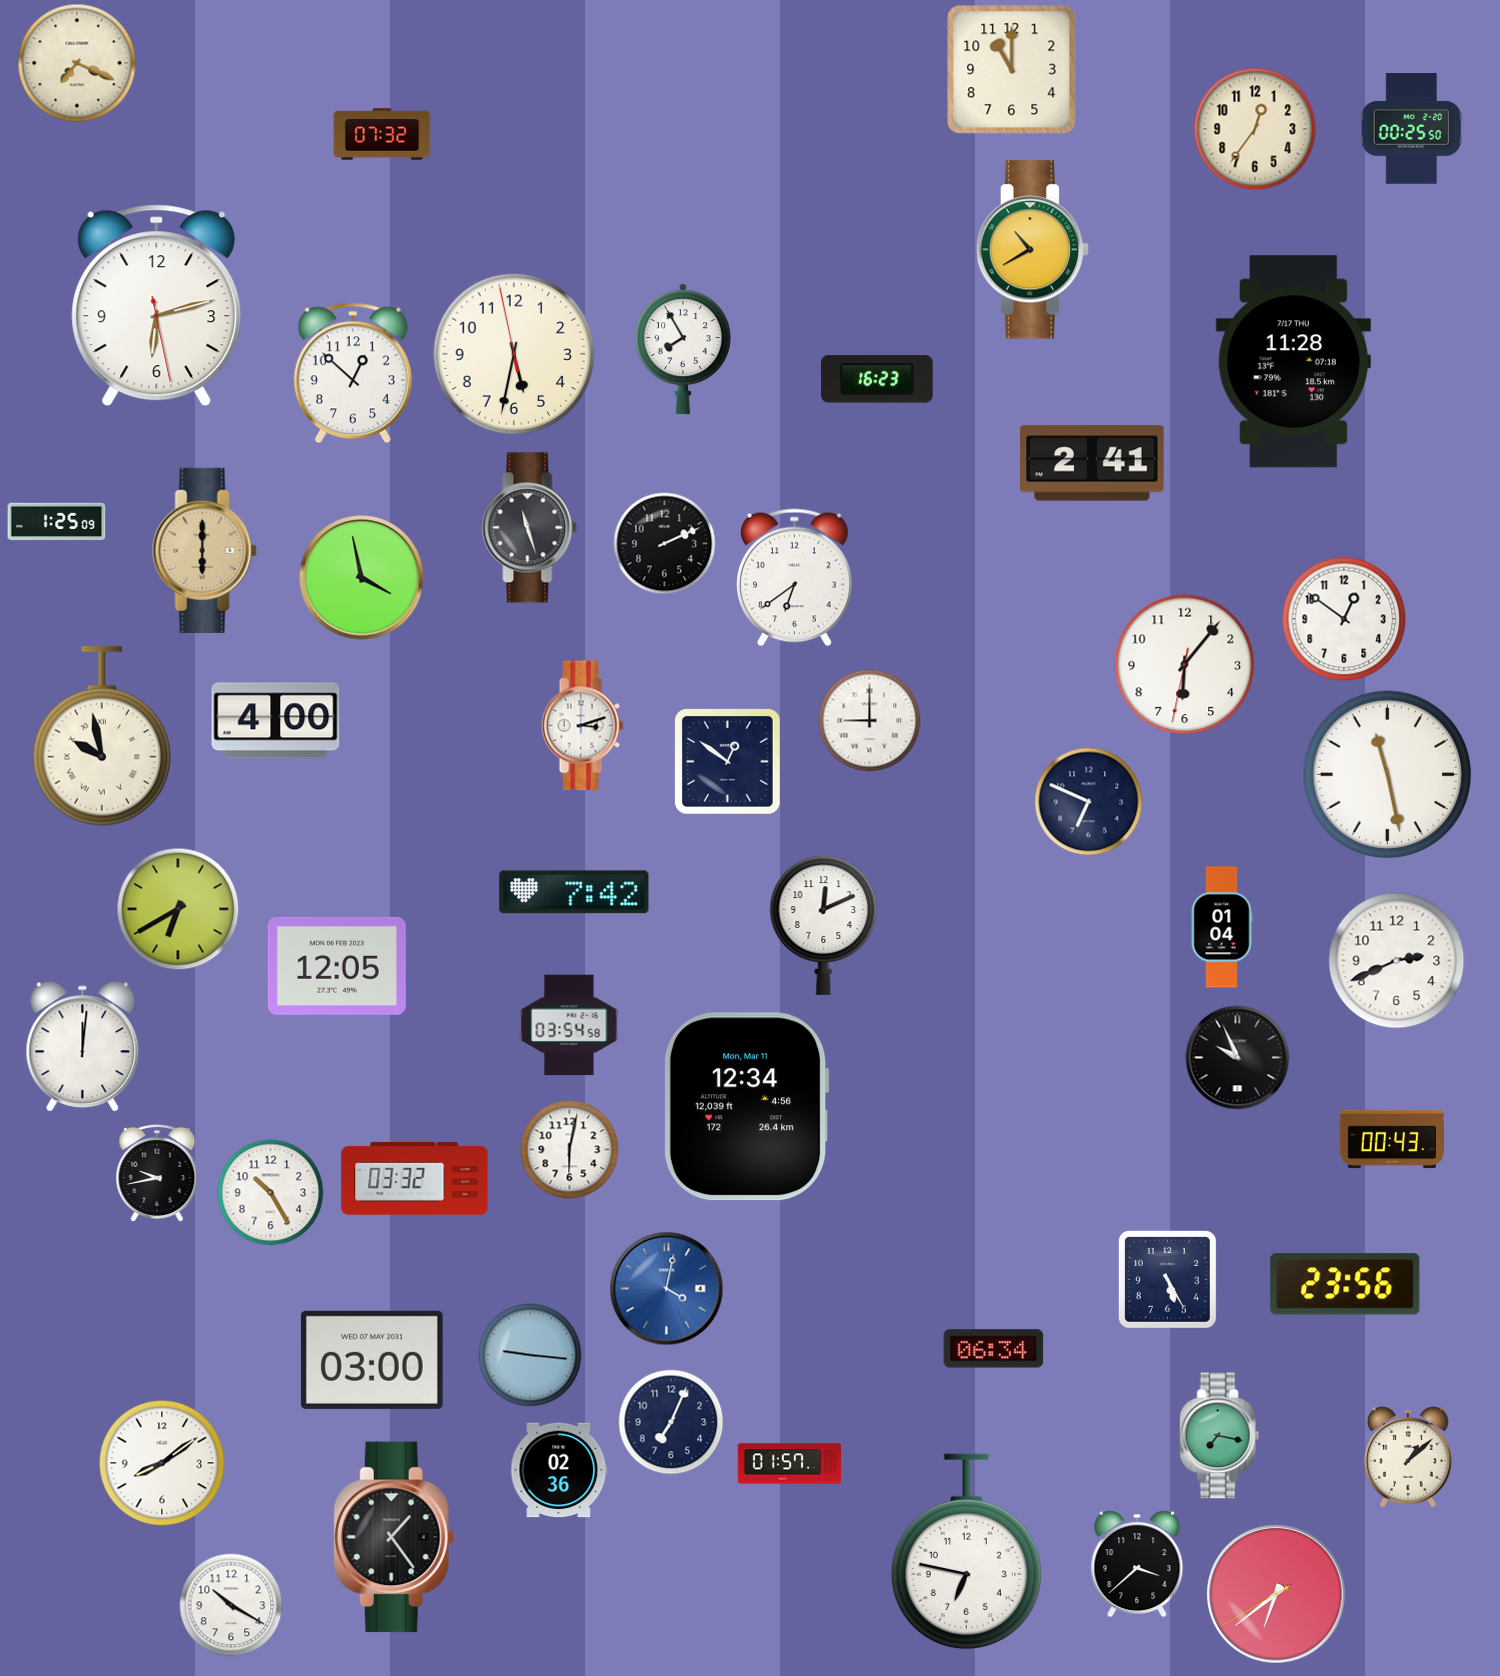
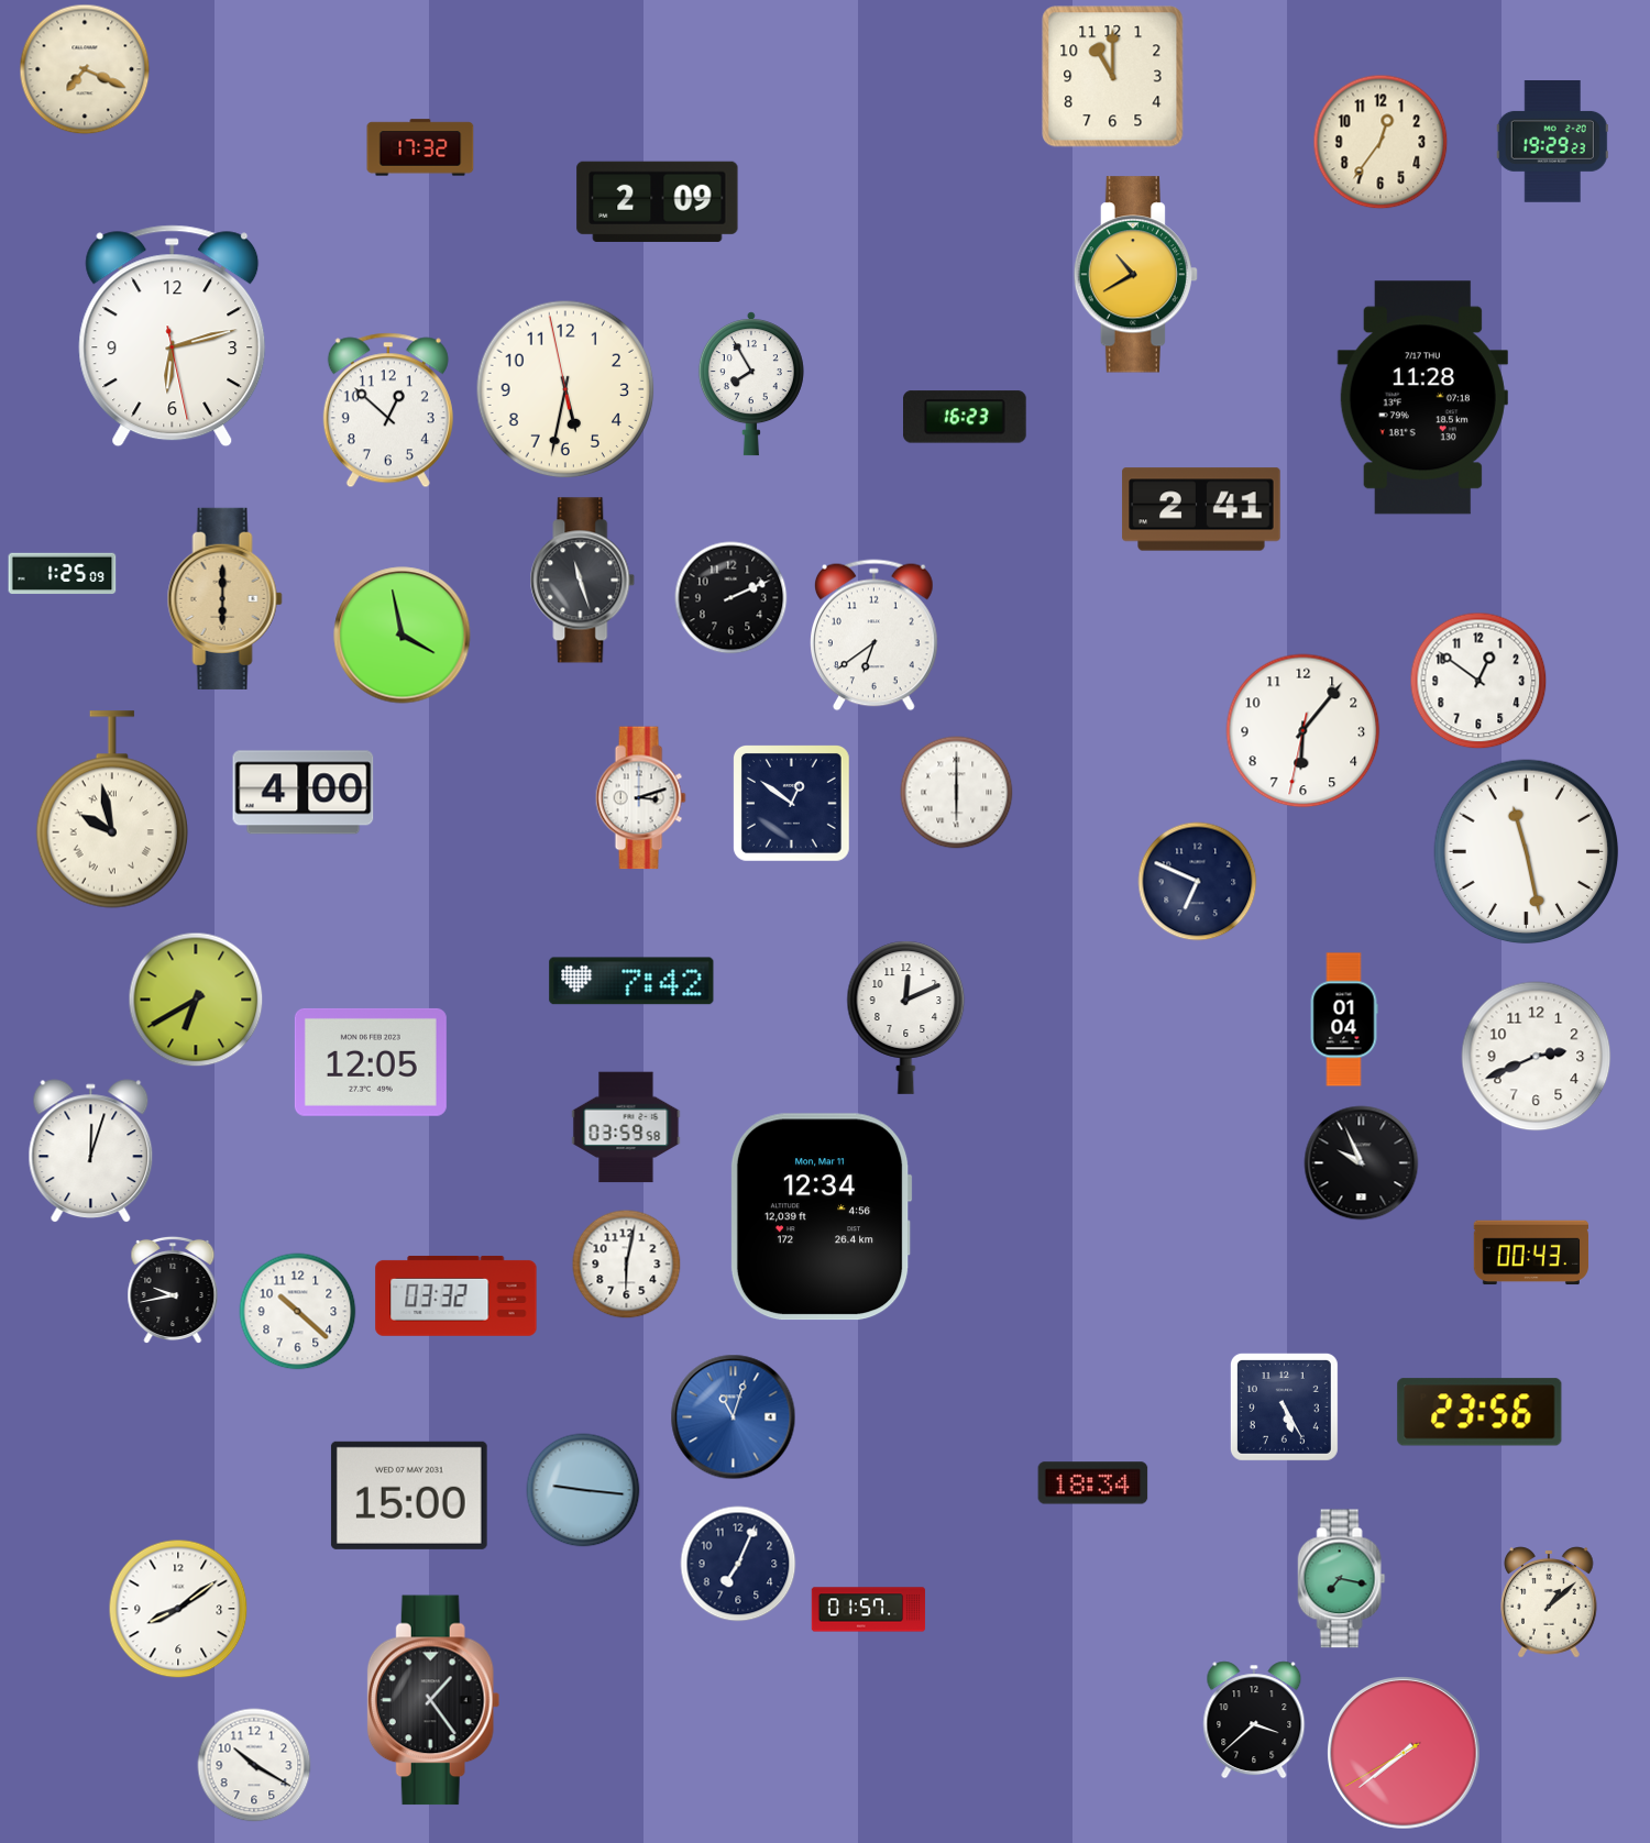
clock at (1411, 129): 00:25 -> 19:29
clock at (382, 134): 07:32 -> 17:32
clock at (658, 201): none -> 2:09
clock at (204, 550) position: (204, 550) -> (224, 598)
clock at (362, 578) position: (362, 578) -> (403, 636)
clock at (870, 721): 9:00 -> 6:00
clock at (727, 761) position: (727, 761) -> (791, 803)
clock at (569, 1025): 03:54 -> 03:59
clock at (83, 1047): 12:01 -> 12:03
clock at (271, 1193): 10:25 -> 10:22
clock at (667, 1289): 4:02 -> 11:03
clock at (994, 1349): 06:34 -> 18:34
clock at (372, 1360): 03:00 -> 15:00
clock at (559, 1470): 02:36 -> none
clock at (394, 1537) position: (394, 1537) -> (433, 1700)
clock at (966, 1552): 6:47 -> none
clock at (1137, 1564) position: (1137, 1564) -> (1254, 1720)
clock at (1277, 1595): 6:38 -> 7:38
